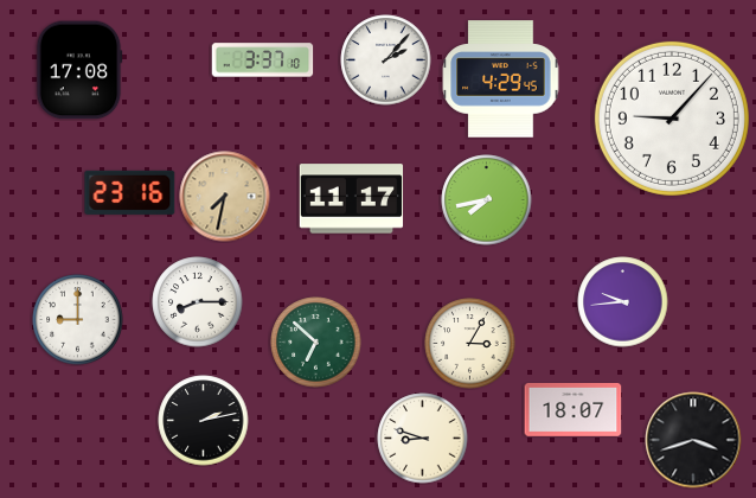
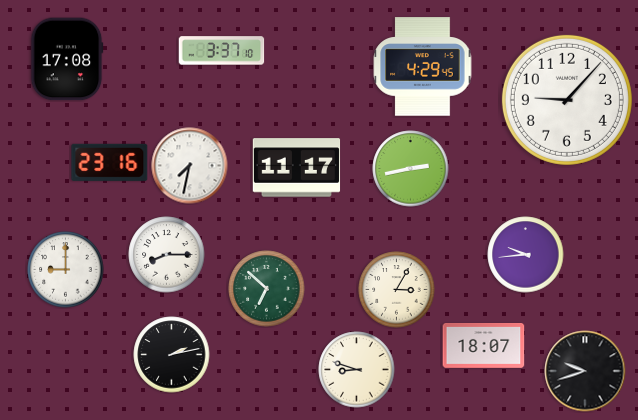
clock at (386, 60): 2:07 -> none
clock at (225, 197) dial: champagne -> white
clock at (487, 200): 7:43 -> 2:43
clock at (693, 440): 3:42 -> 9:42
